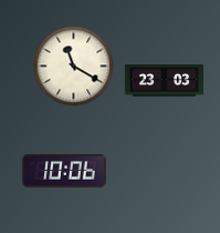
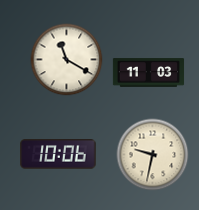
clock at (165, 81): 23:03 -> 11:03
clock at (153, 155): none -> 9:32
